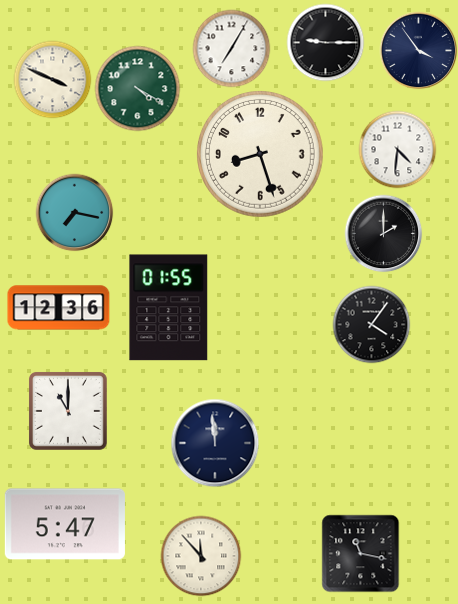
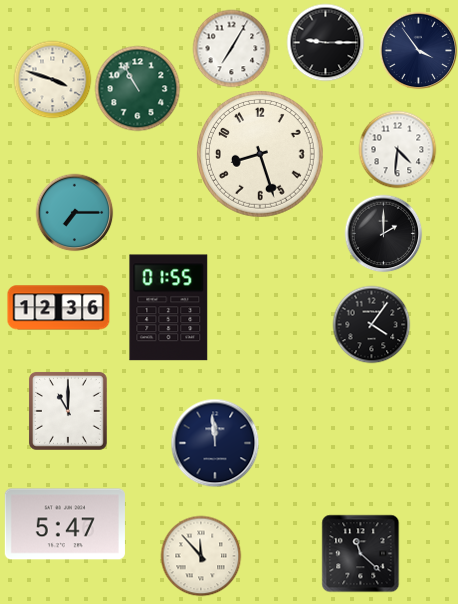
clock at (52, 79): 3:49 -> 3:48
clock at (137, 88): 4:20 -> 10:55
clock at (74, 212): 7:17 -> 7:15
clock at (360, 553): 11:17 -> 11:22
